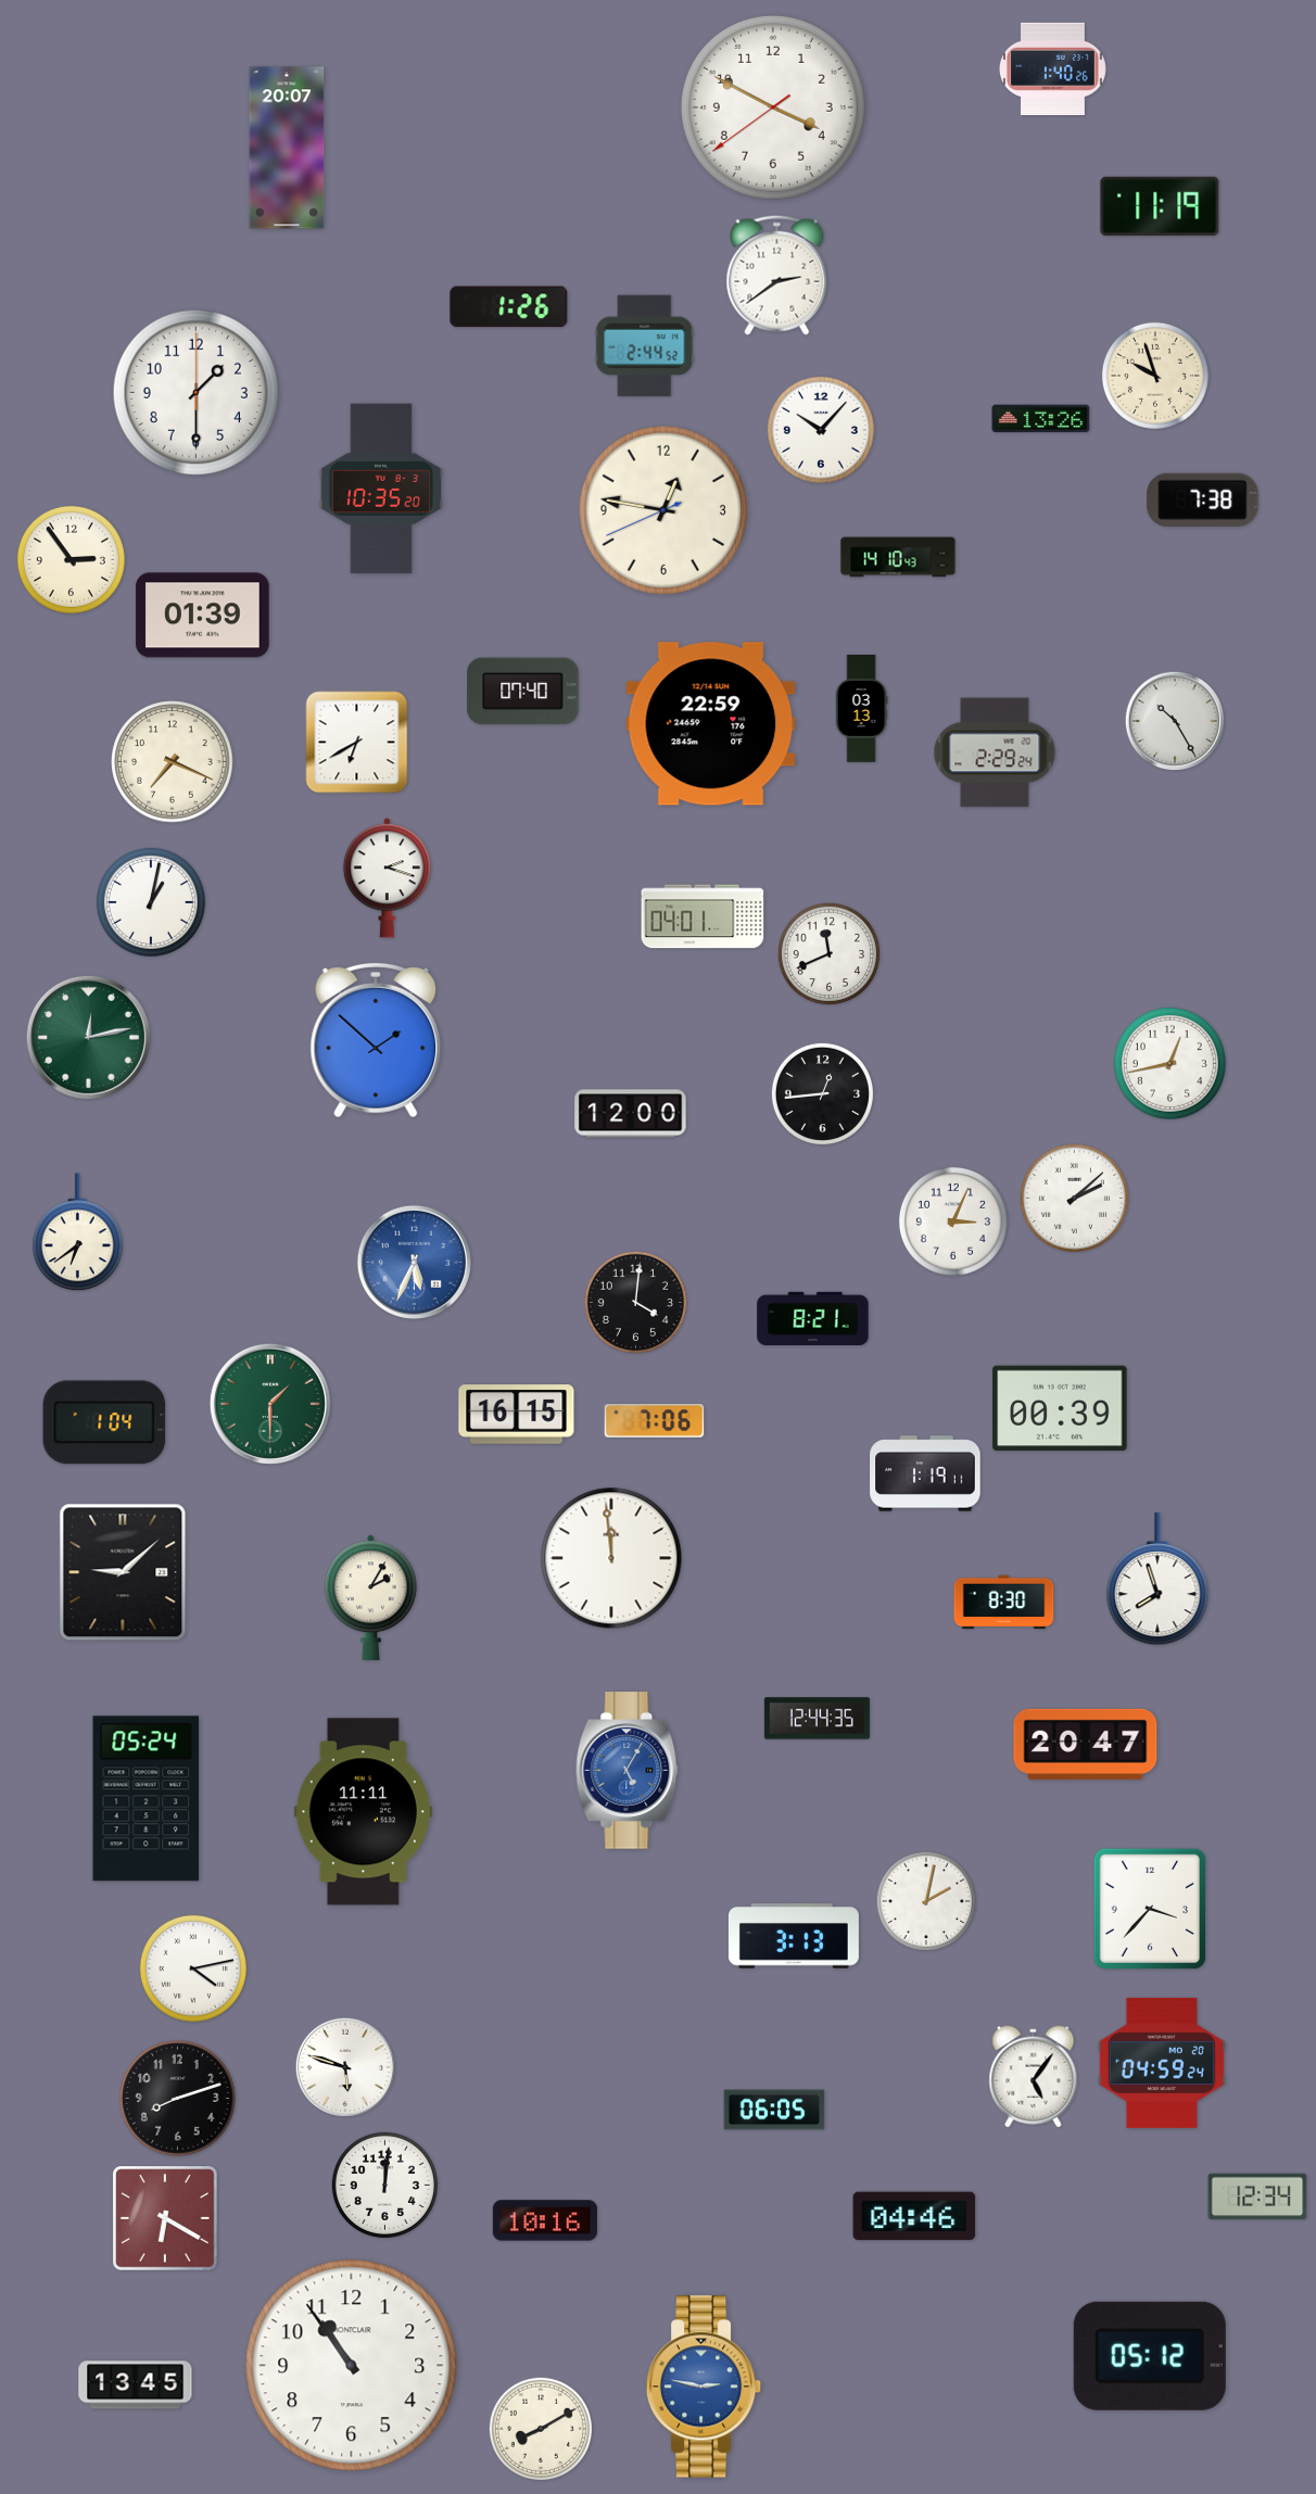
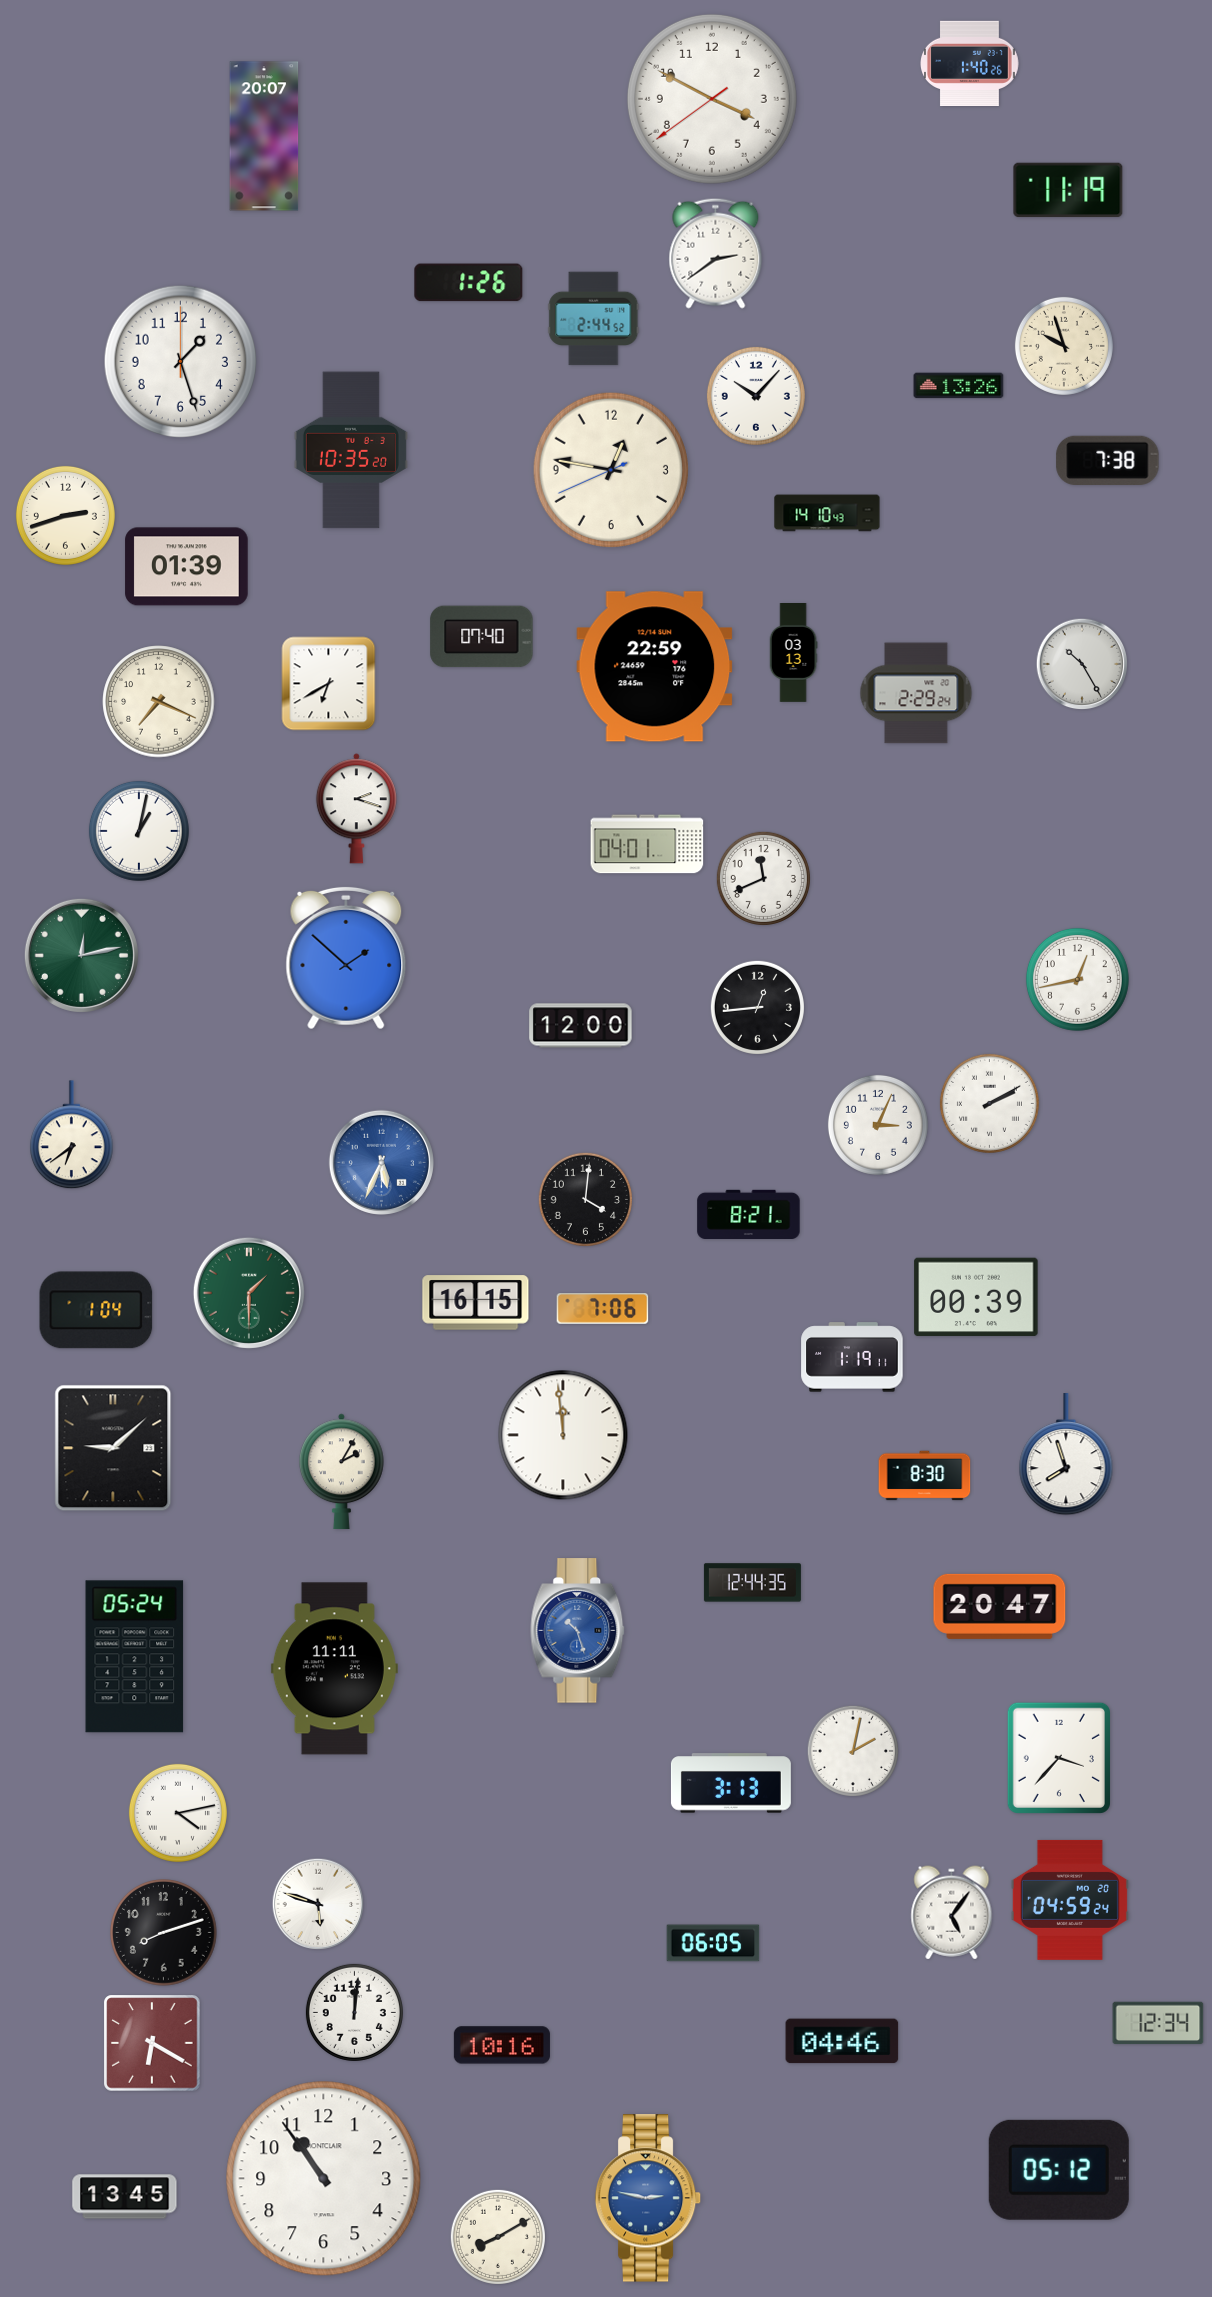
clock at (197, 393): 1:30 -> 1:27
clock at (71, 559): 2:54 -> 2:42
clock at (1074, 1198): 2:08 -> 2:10
clock at (628, 1771): 5:05 -> 10:27
